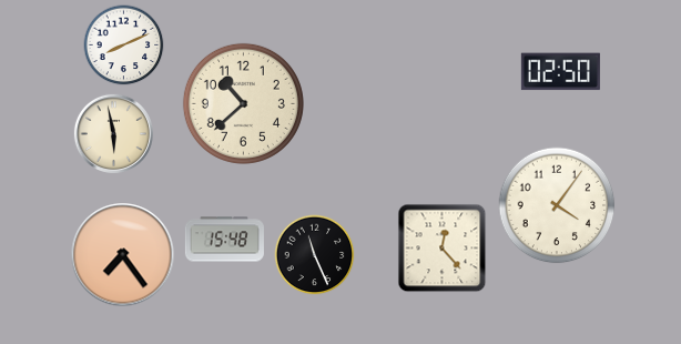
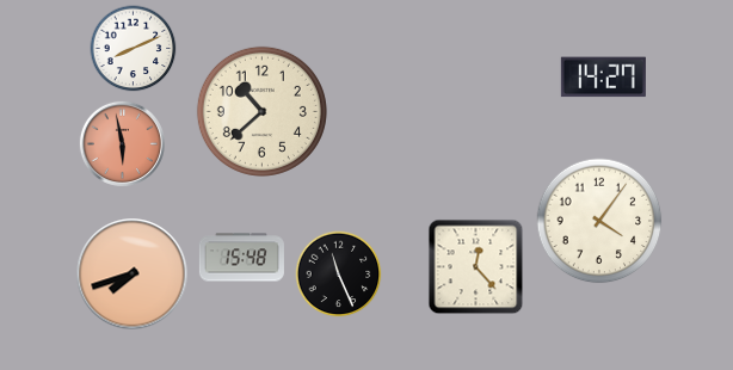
clock at (560, 72): 02:50 -> 14:27
clock at (113, 133) dial: cream -> salmon
clock at (123, 255): 7:24 -> 7:42
